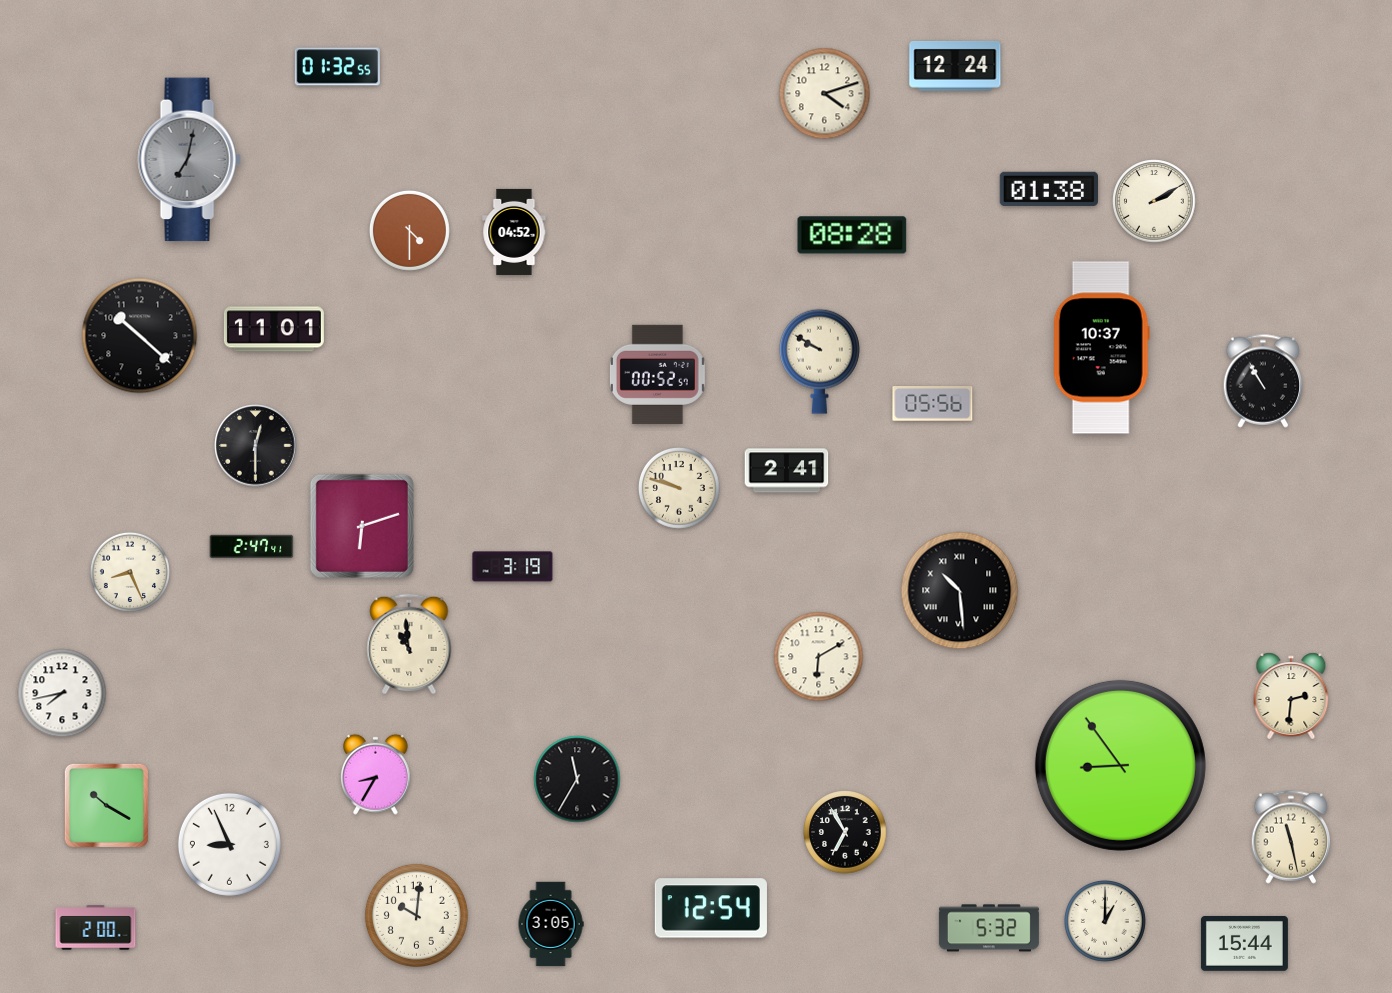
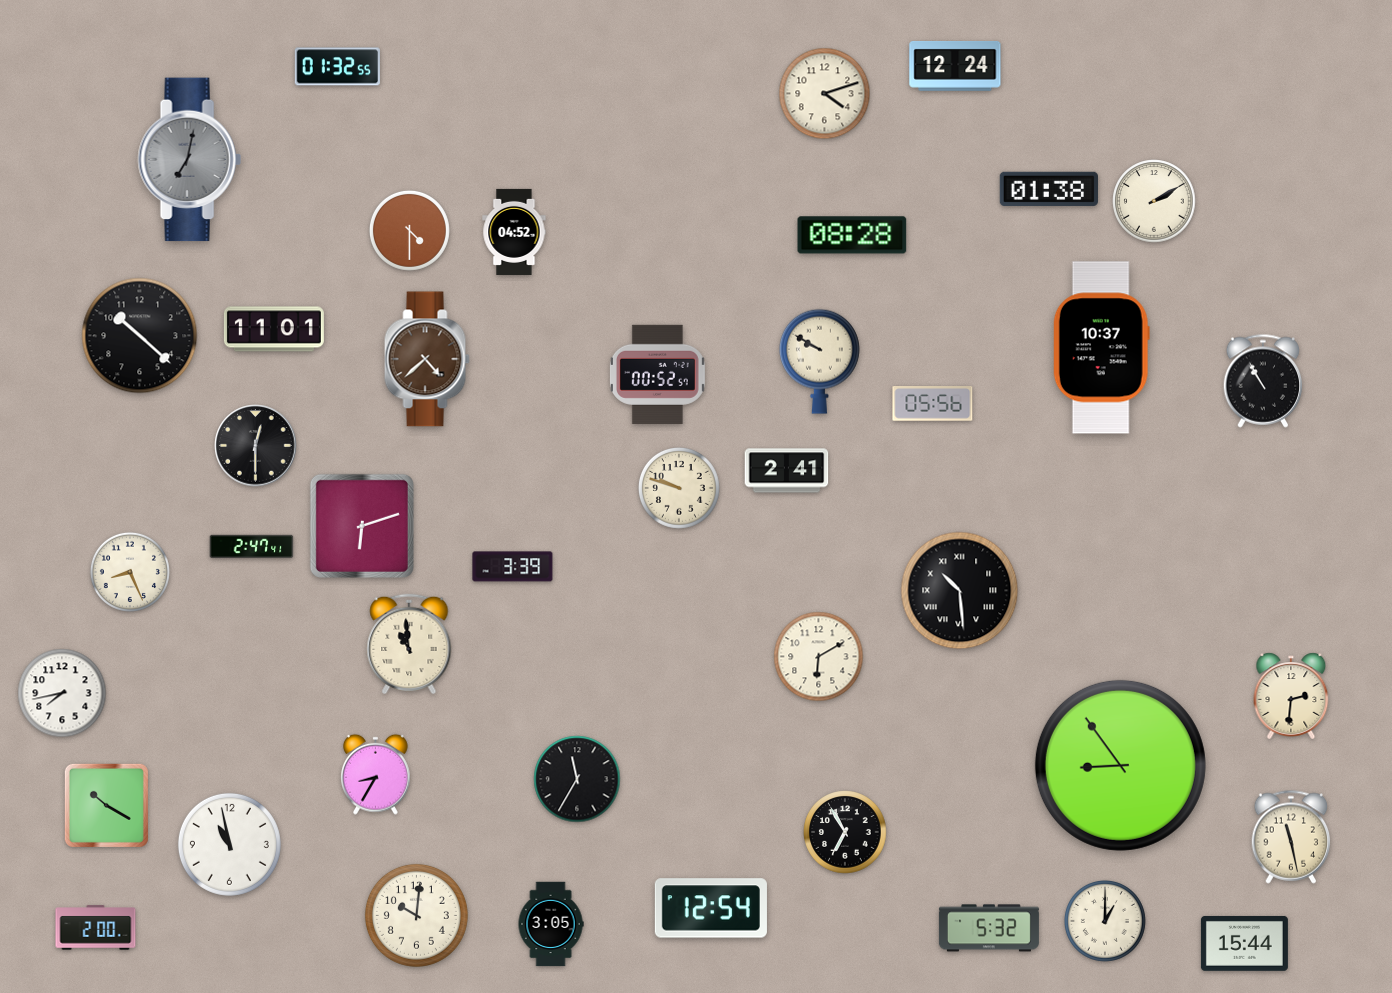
clock at (427, 359): none -> 4:38
clock at (513, 567): 3:19 -> 3:39
clock at (229, 844): 8:56 -> 10:58
